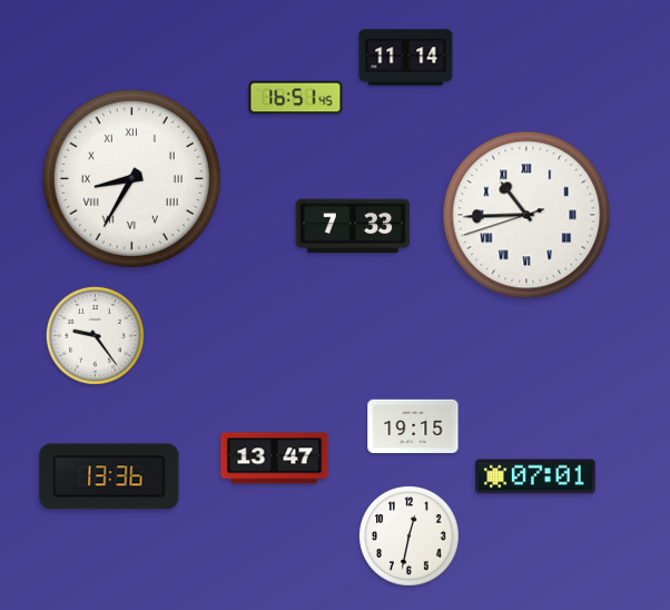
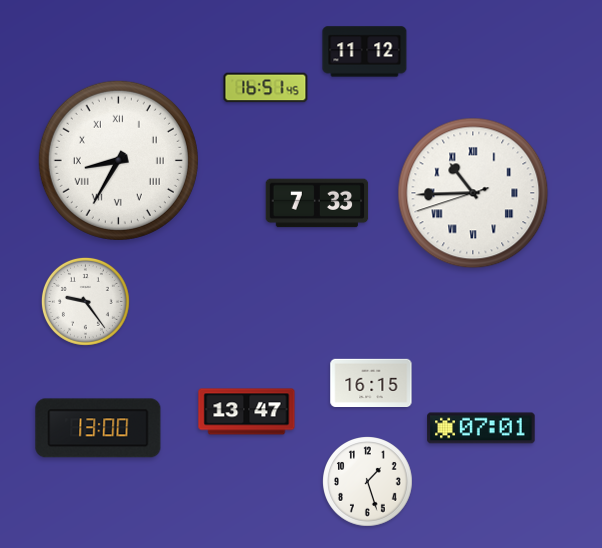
clock at (406, 58): 11:14 -> 11:12
clock at (413, 425): 19:15 -> 16:15
clock at (109, 476): 13:36 -> 13:00
clock at (410, 537): 12:32 -> 1:27
